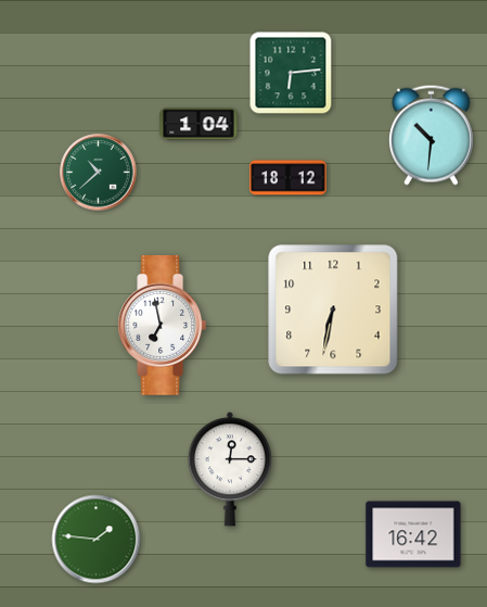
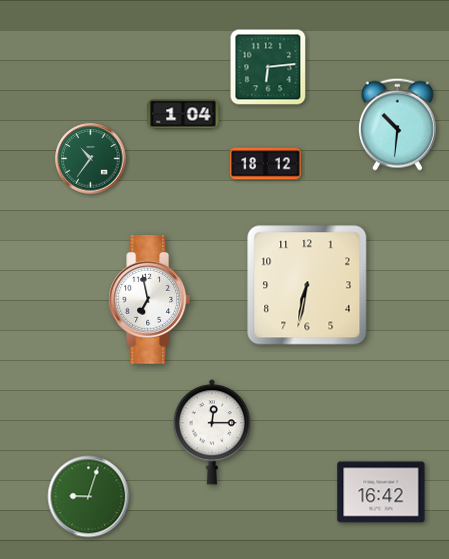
clock at (99, 173): 10:38 -> 10:36
clock at (97, 540): 1:46 -> 9:03
